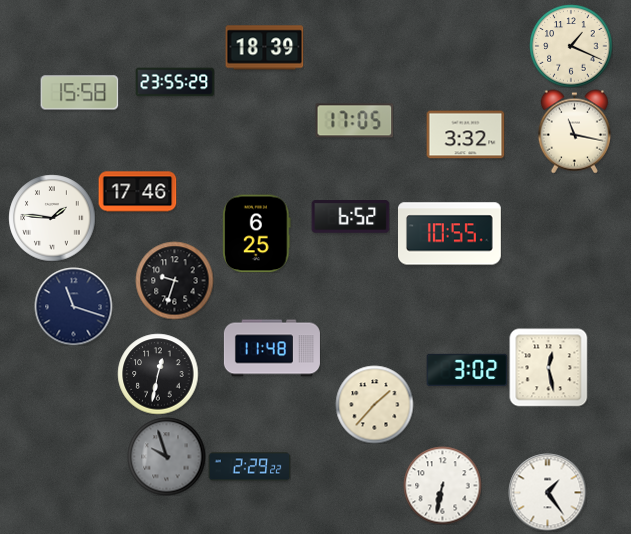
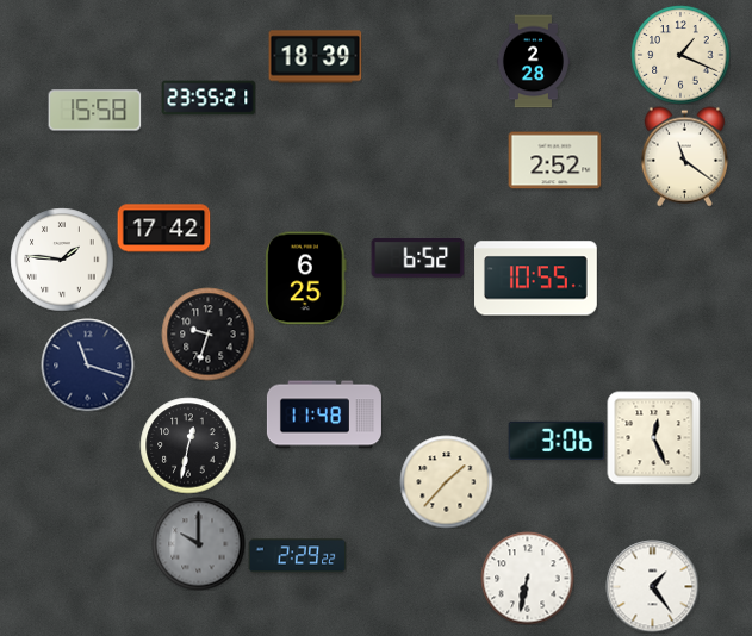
clock at (533, 61): none -> 2:28
clock at (175, 82): 23:55:29 -> 23:55:21
clock at (354, 121): 17:05 -> none
clock at (574, 131): 11:17 -> 11:21
clock at (465, 135): 3:32 -> 2:52
clock at (137, 192): 17:46 -> 17:42
clock at (548, 367): 12:28 -> 12:26
clock at (467, 369): 3:02 -> 3:06
clock at (166, 456): 9:57 -> 10:00
